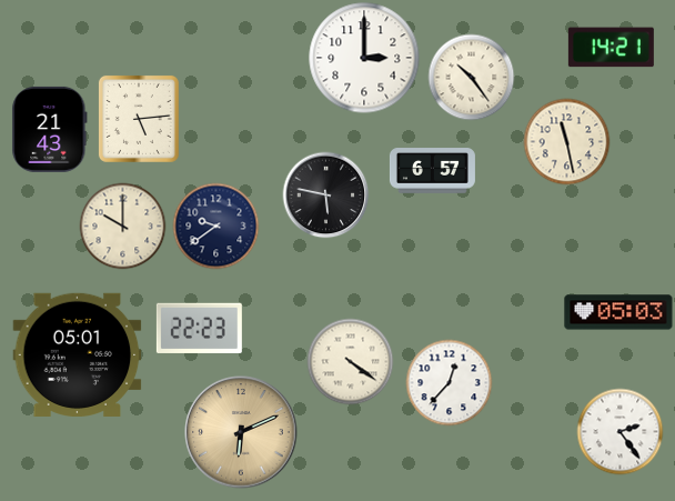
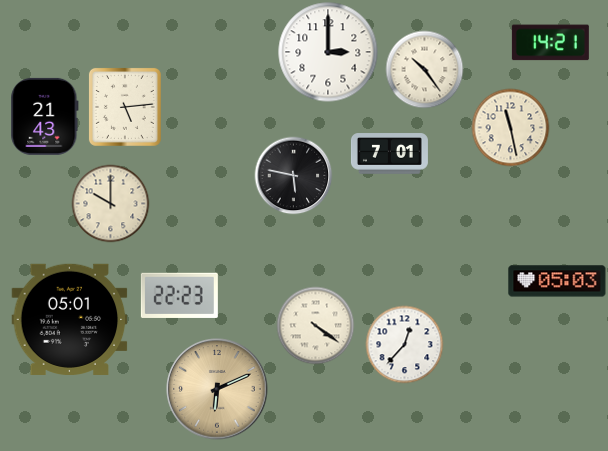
clock at (432, 171): 6:57 -> 7:01
clock at (215, 226): 9:39 -> none
clock at (619, 431): 2:24 -> none
